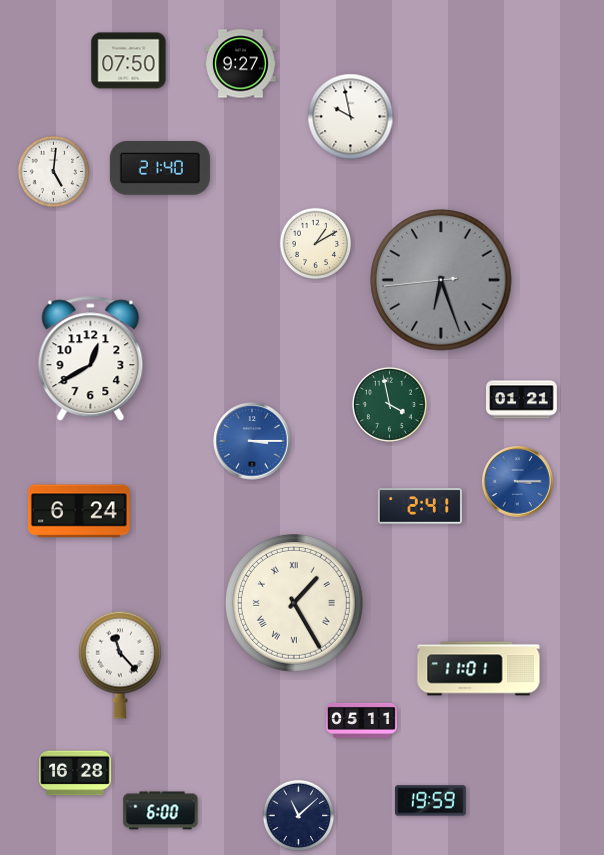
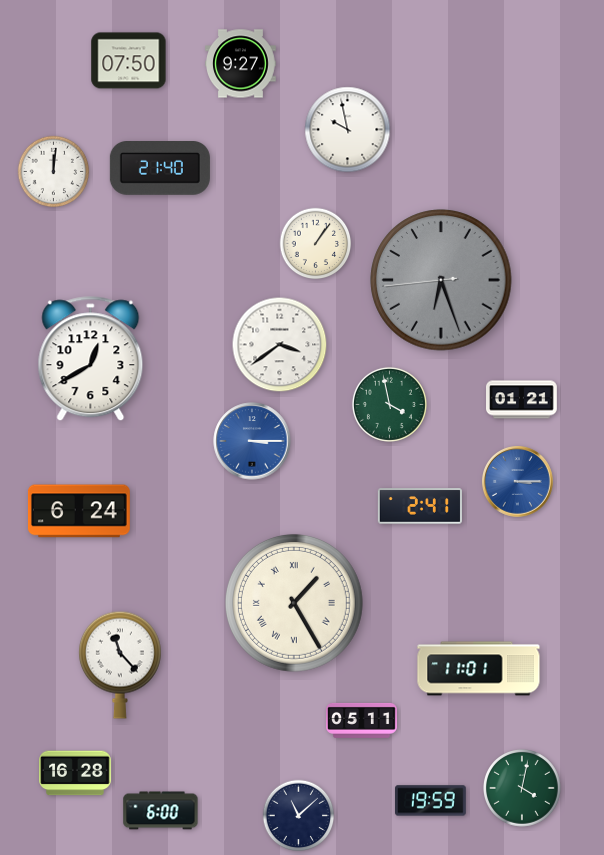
clock at (351, 117) position: (351, 117) -> (348, 130)
clock at (54, 172): 5:01 -> 12:01
clock at (316, 244): 1:10 -> 1:06
clock at (280, 345): none -> 3:39
clock at (523, 789): none -> 4:02
